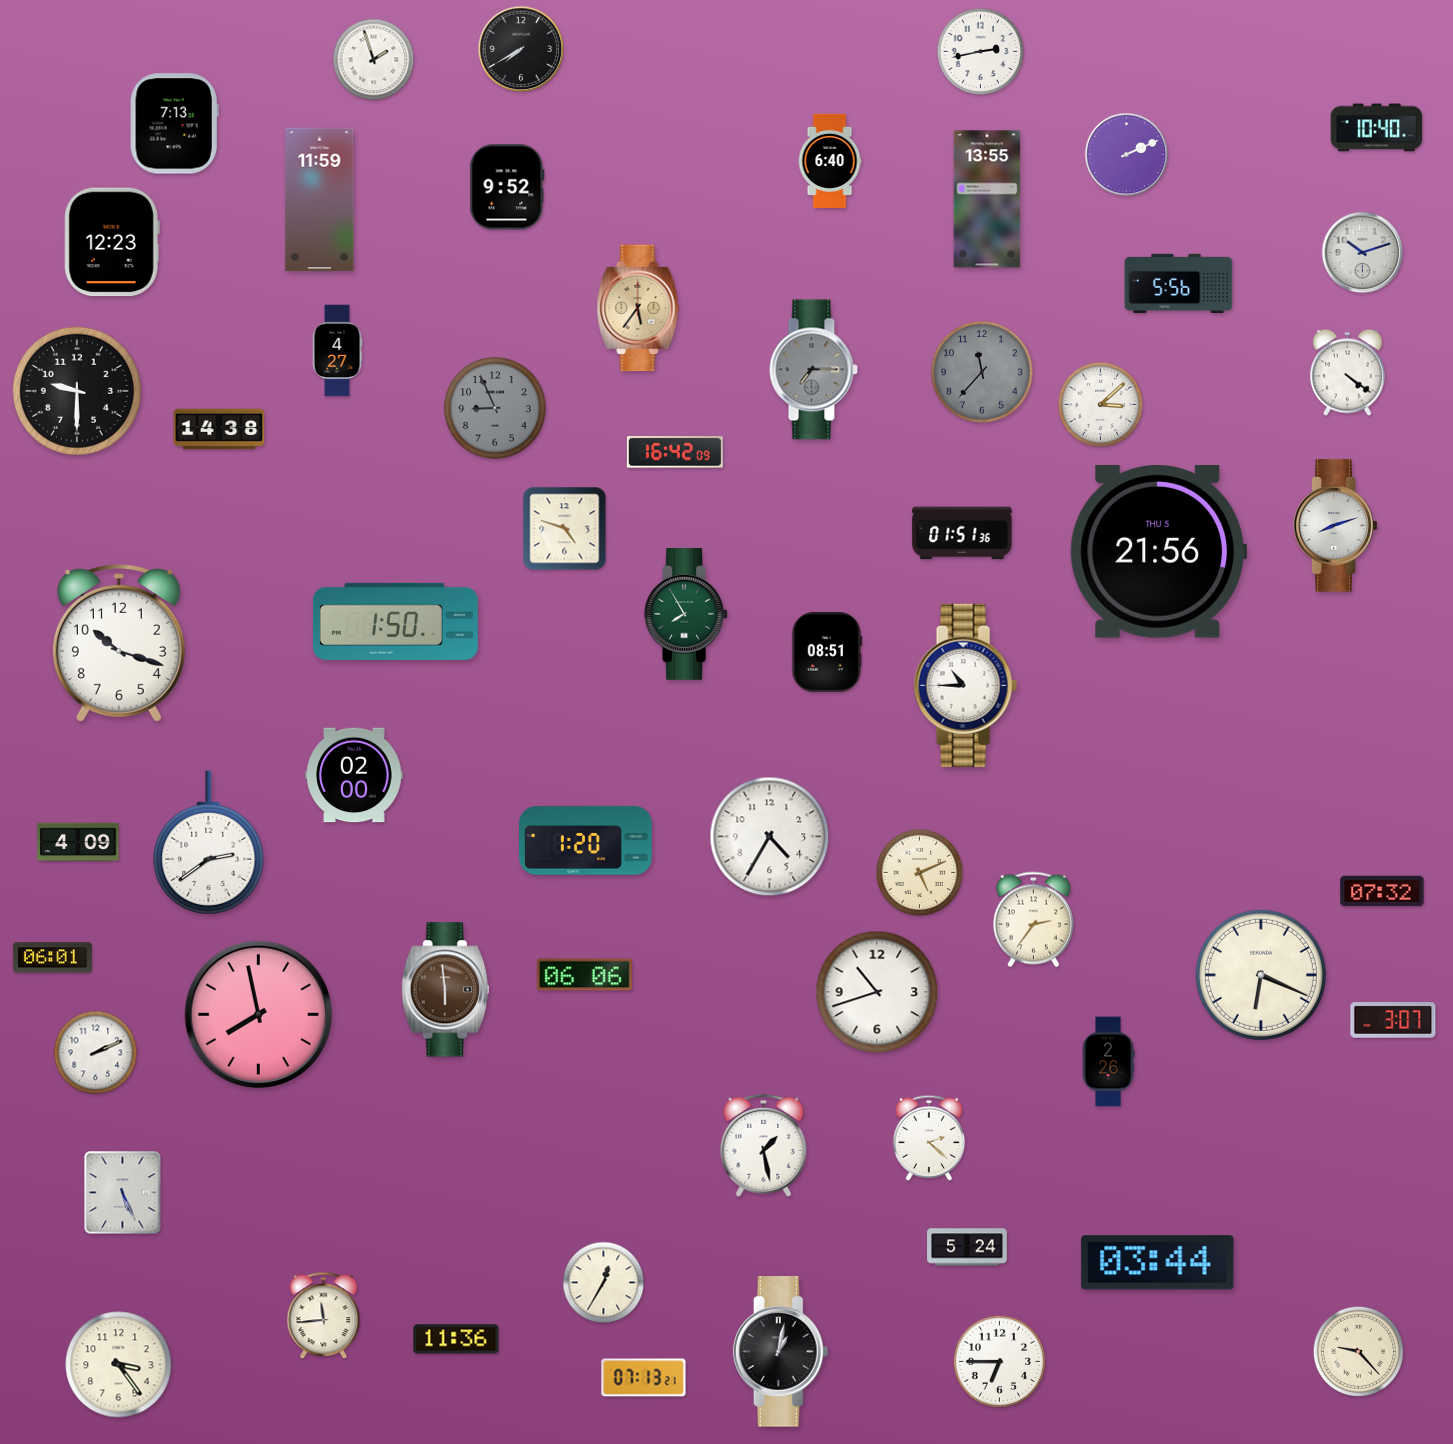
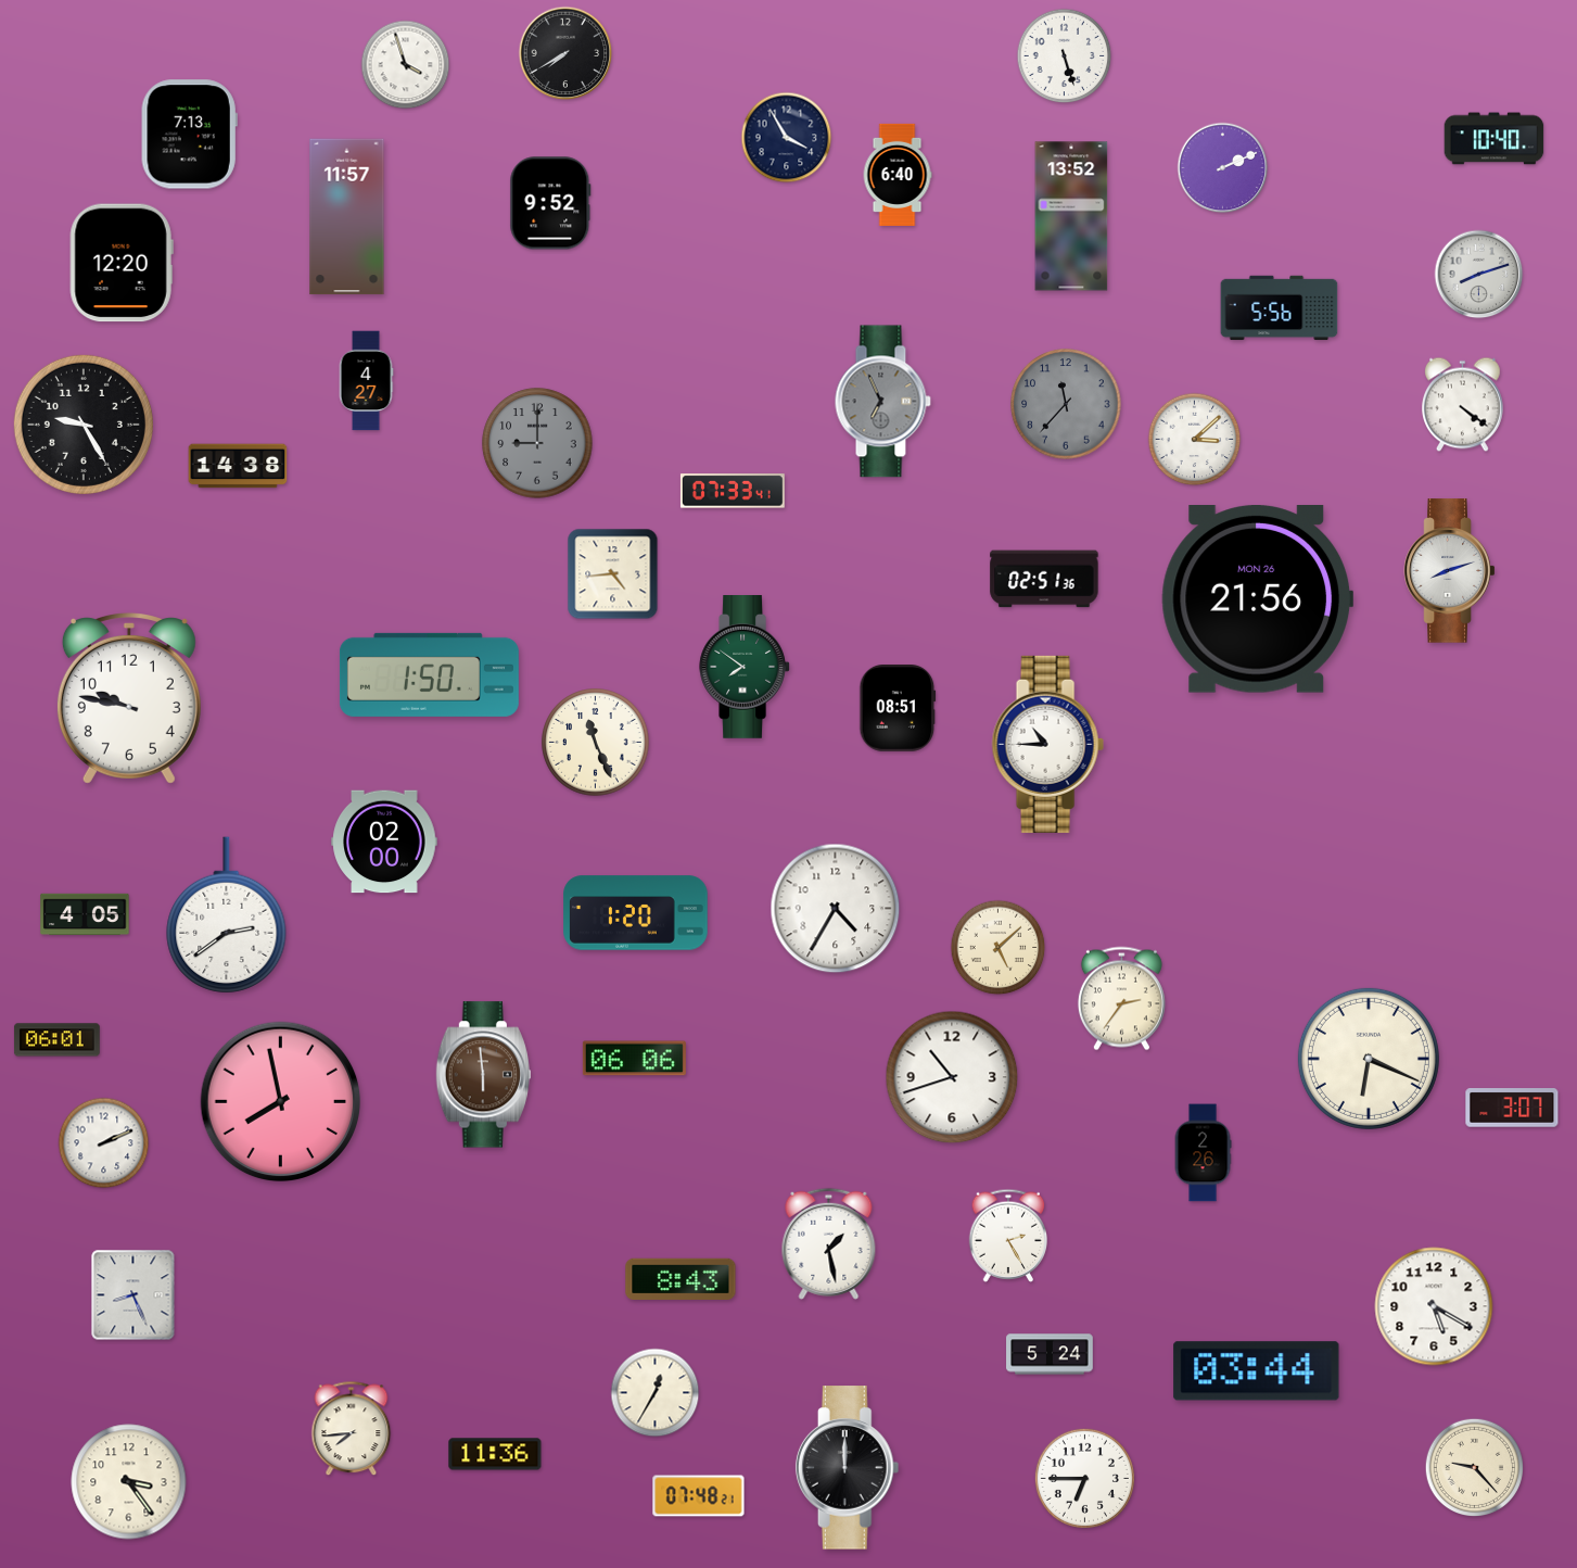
clock at (981, 52): 2:43 -> 5:27
clock at (374, 60): 1:57 -> 3:57
clock at (787, 138): none -> 3:55
clock at (830, 161) position: (830, 161) -> (898, 175)
clock at (987, 199): 13:55 -> 13:52
clock at (320, 200): 11:59 -> 11:57
clock at (112, 242): 12:23 -> 12:20
clock at (1363, 253): 10:12 -> 8:12
clock at (638, 308): 5:36 -> none
clock at (813, 370): 7:15 -> 6:56
clock at (77, 391): 9:30 -> 9:25
clock at (495, 408): 8:56 -> 9:00
clock at (675, 452): 16:42 -> 07:33
clock at (565, 529): 4:48 -> 4:44
clock at (962, 533): 01:51 -> 02:51
clock at (1158, 552) date: THU 5 -> MON 26
clock at (686, 615): 7:55 -> 7:51
clock at (119, 644): 10:18 -> 9:47
clock at (596, 743): none -> 11:26
clock at (78, 842): 4:09 -> 4:05
clock at (920, 873): 5:11 -> 5:08
clock at (1382, 891): 07:32 -> none
clock at (929, 1138): 2:22 -> 2:25
clock at (681, 1278): none -> 8:43
clock at (123, 1193): 5:26 -> 8:26
clock at (1434, 1306): none -> 5:20
clock at (324, 1316): 11:44 -> 7:44
clock at (781, 1352): 1:02 -> 12:00
clock at (644, 1378): 07:13 -> 07:48
